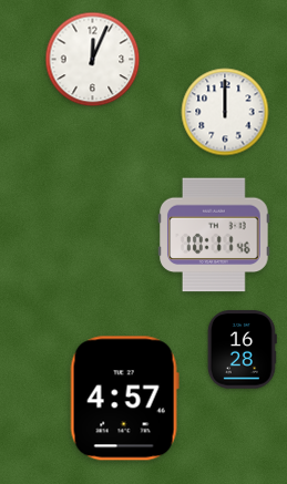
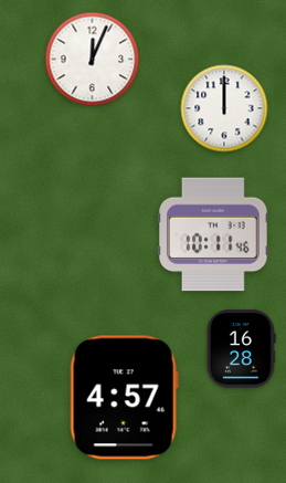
clock at (225, 112) position: (225, 112) -> (224, 108)
